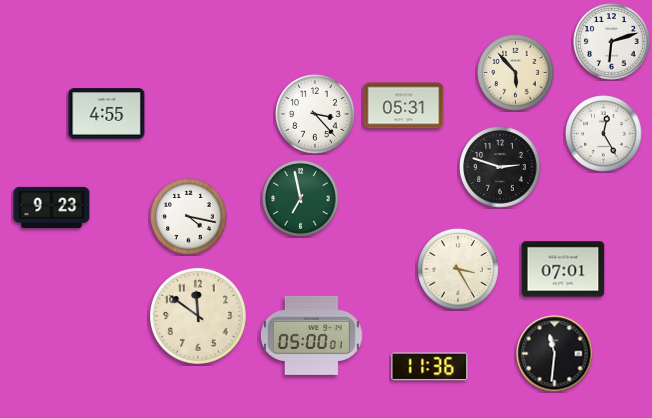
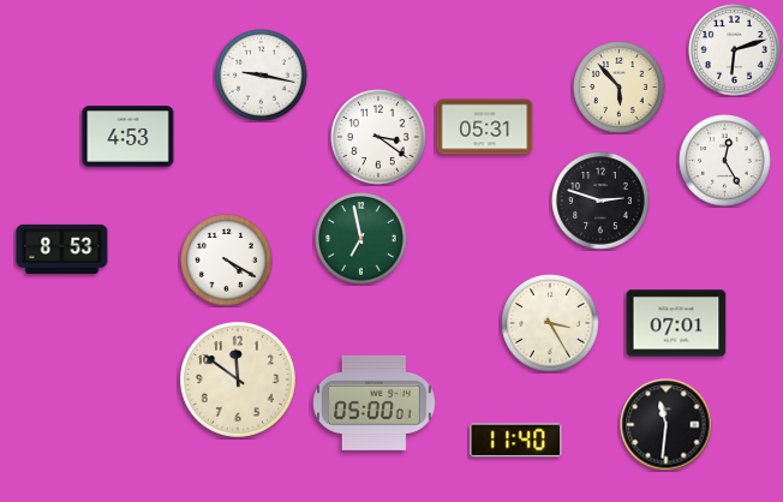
clock at (262, 76): none -> 9:17
clock at (107, 114): 4:55 -> 4:53
clock at (315, 114): 3:23 -> 3:21
clock at (52, 207): 9:23 -> 8:53
clock at (189, 217): 4:17 -> 4:20
clock at (430, 367): 11:36 -> 11:40
